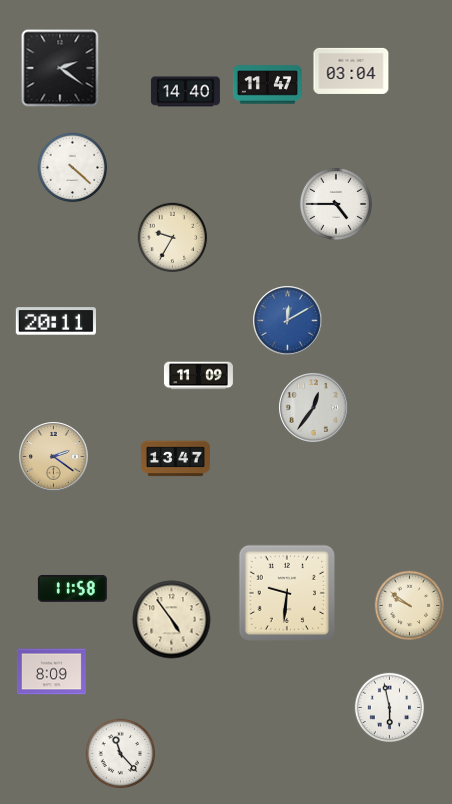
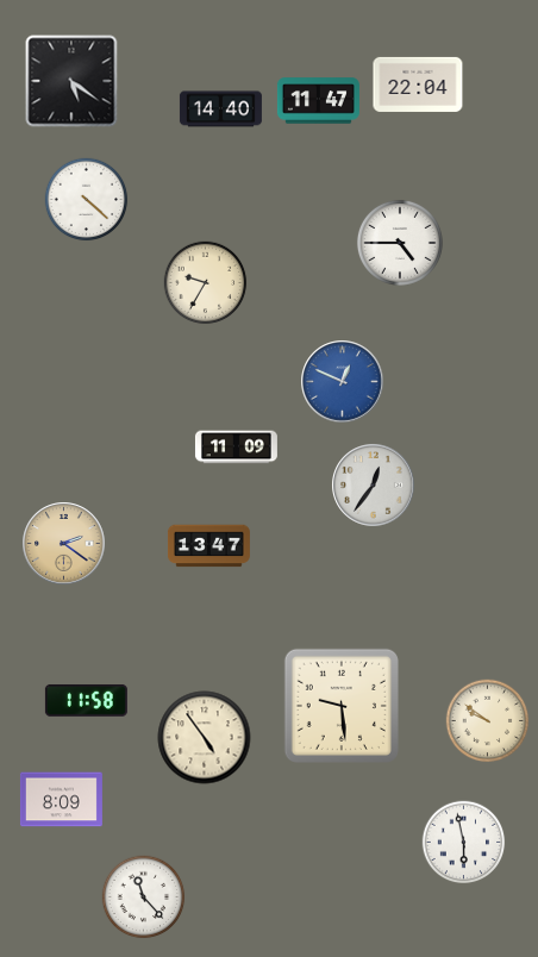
clock at (60, 68): 2:21 -> 5:21
clock at (351, 71): 03:04 -> 22:04
clock at (56, 321): 20:11 -> none
clock at (288, 321): 12:10 -> 12:49
clock at (287, 593): 9:31 -> 9:29
